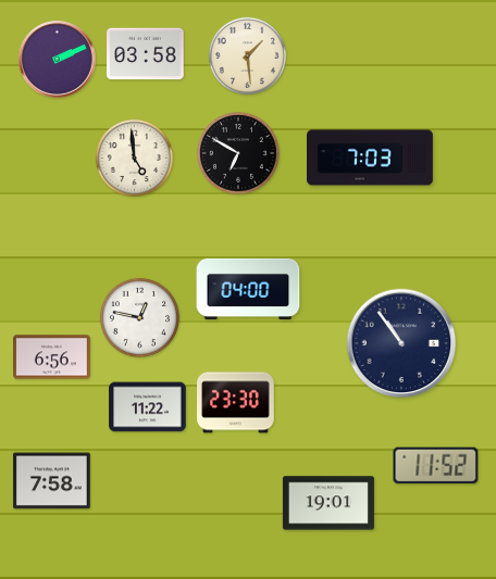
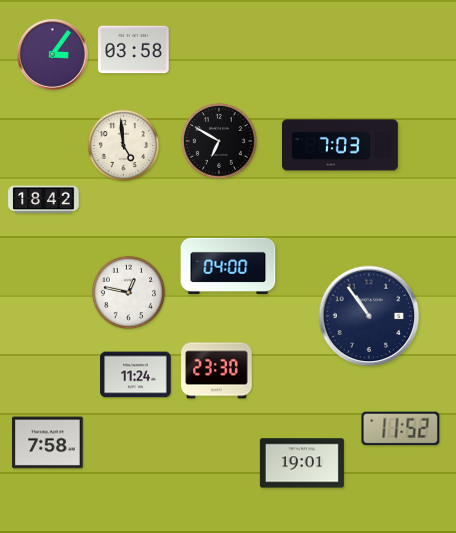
clock at (247, 55): 1:29 -> none
clock at (58, 60): 2:11 -> 3:06
clock at (44, 200): none -> 18:42
clock at (52, 357): 6:56 -> none
clock at (148, 407): 11:22 -> 11:24
